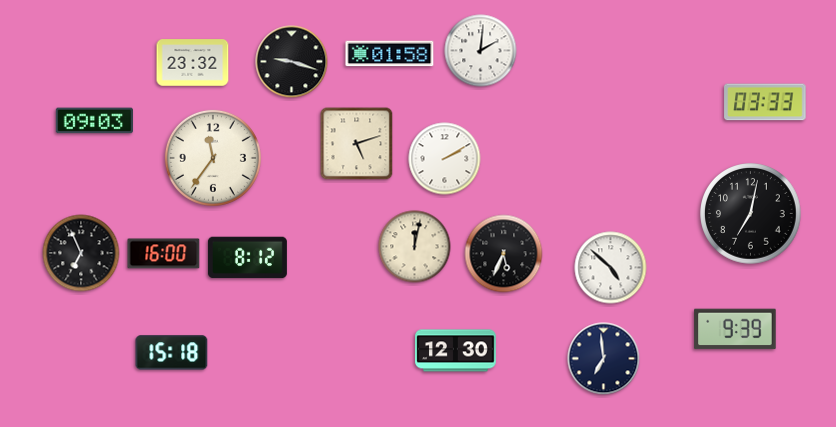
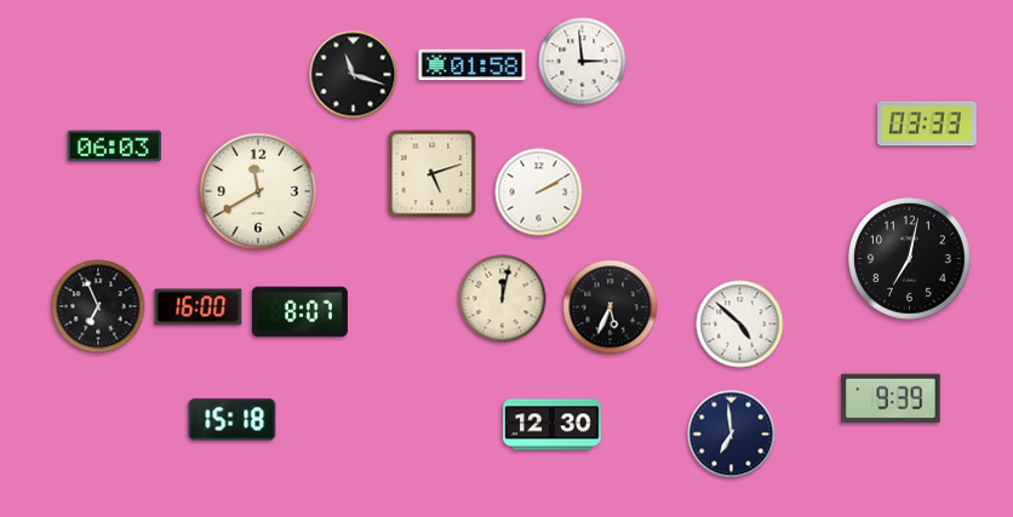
clock at (481, 51): 2:01 -> 2:59
clock at (292, 62): 9:18 -> 11:18
clock at (193, 63): 23:32 -> none
clock at (94, 121): 09:03 -> 06:03
clock at (213, 158): 11:36 -> 11:40
clock at (247, 258): 8:12 -> 8:07
clock at (172, 353) position: (172, 353) -> (233, 420)
